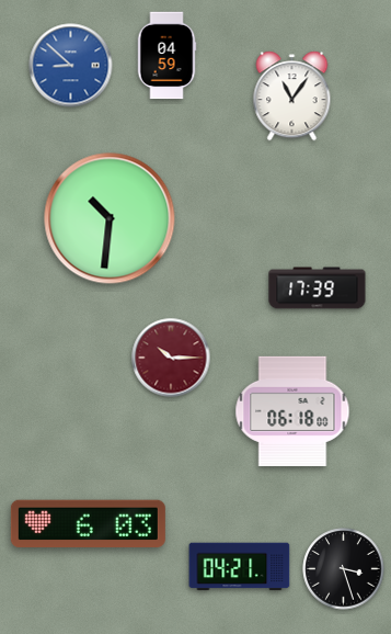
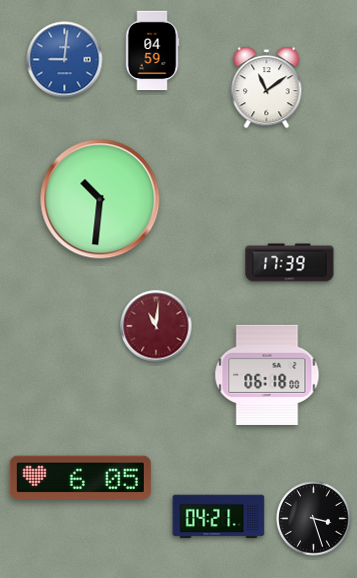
clock at (71, 66): 8:52 -> 9:01
clock at (292, 97): 11:06 -> 11:09
clock at (171, 358): 10:15 -> 11:01
clock at (88, 524): 6:03 -> 6:05
